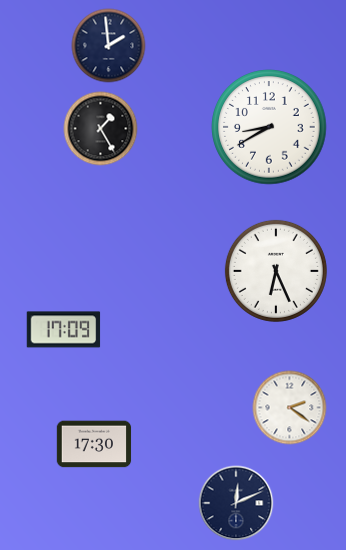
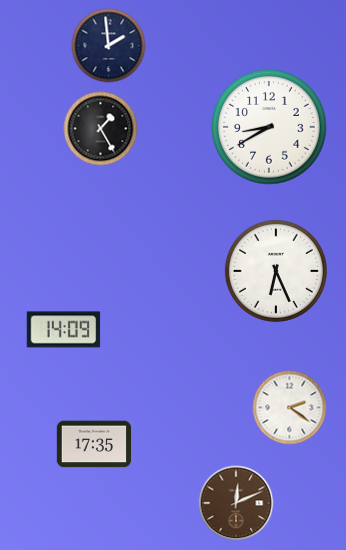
clock at (64, 330): 17:09 -> 14:09
clock at (94, 444): 17:30 -> 17:35
clock at (236, 503) dial: navy -> brown
